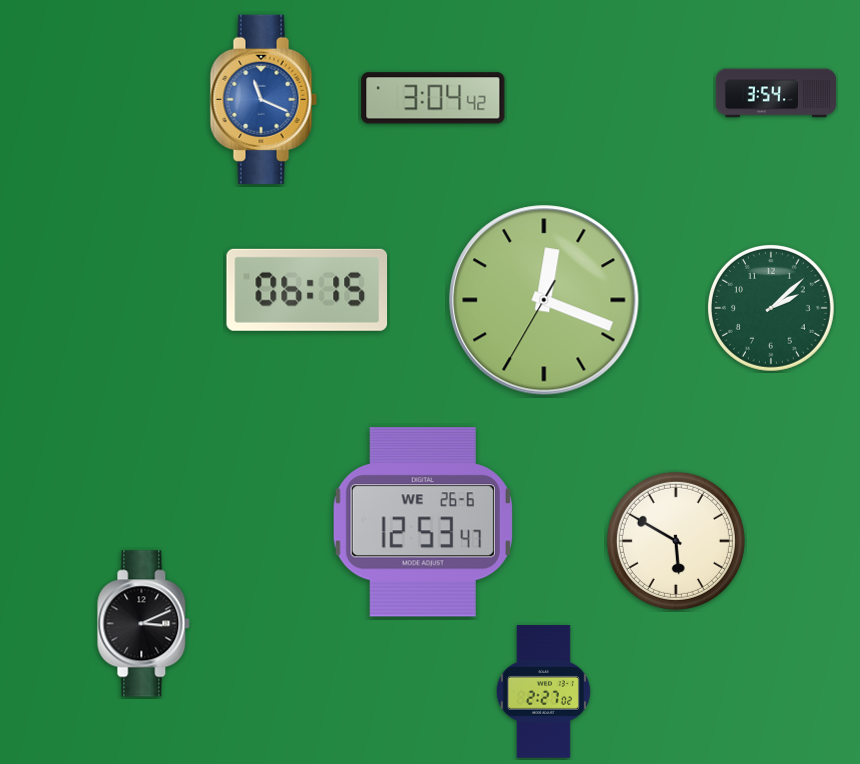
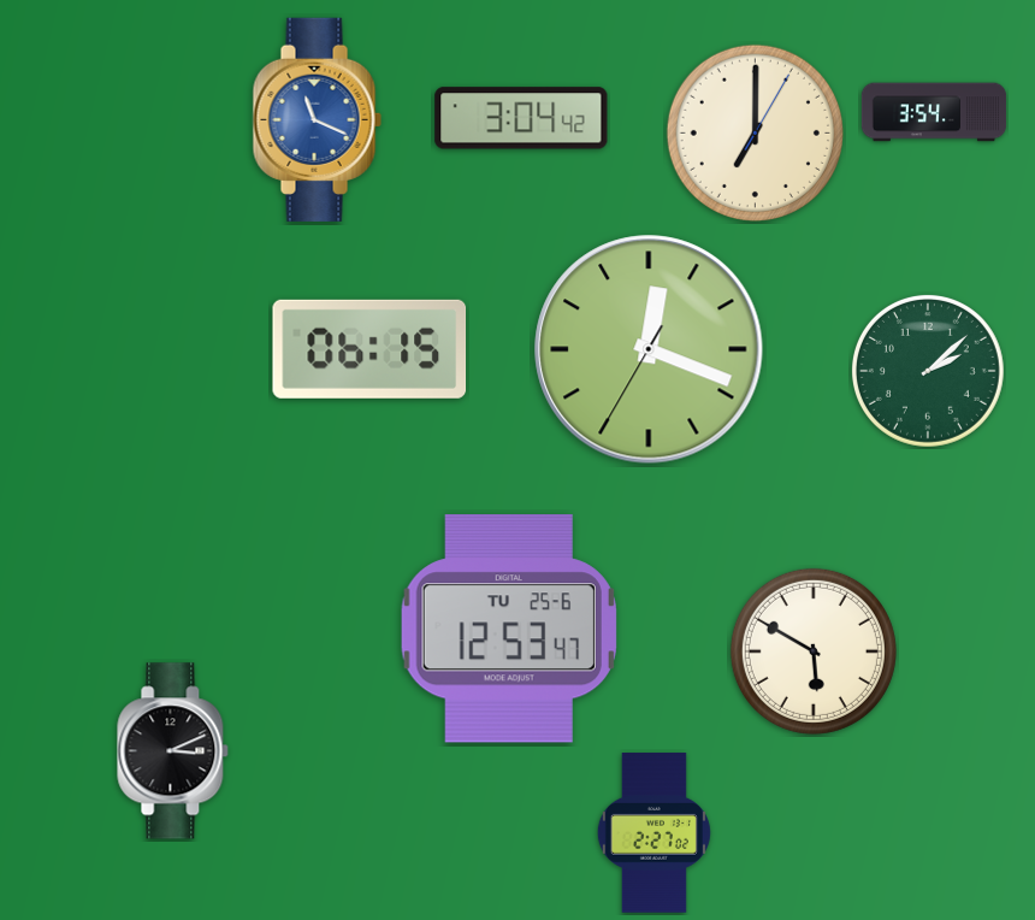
clock at (755, 132): none -> 7:00
clock at (544, 300) position: (544, 300) -> (649, 349)
clock at (423, 522) date: WE 26-6 -> TU 25-6
